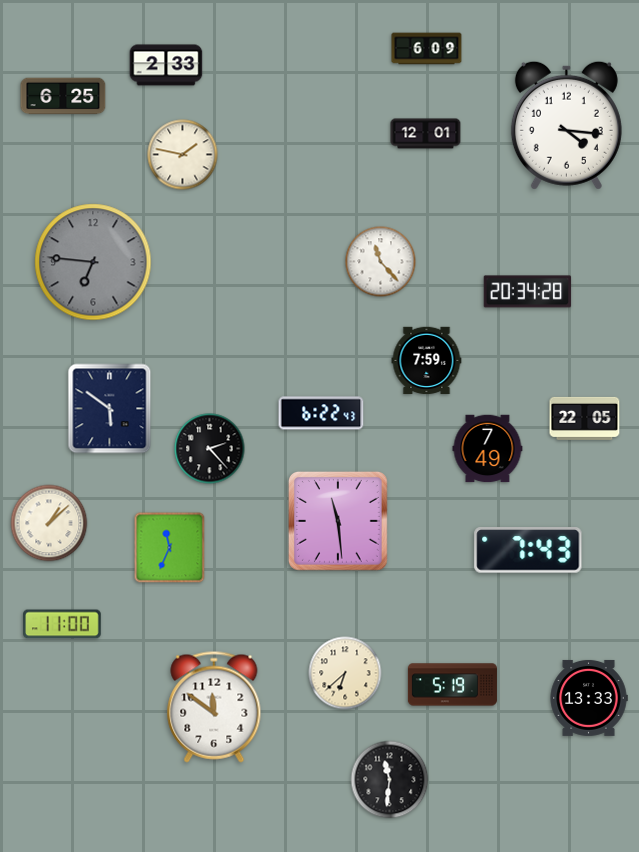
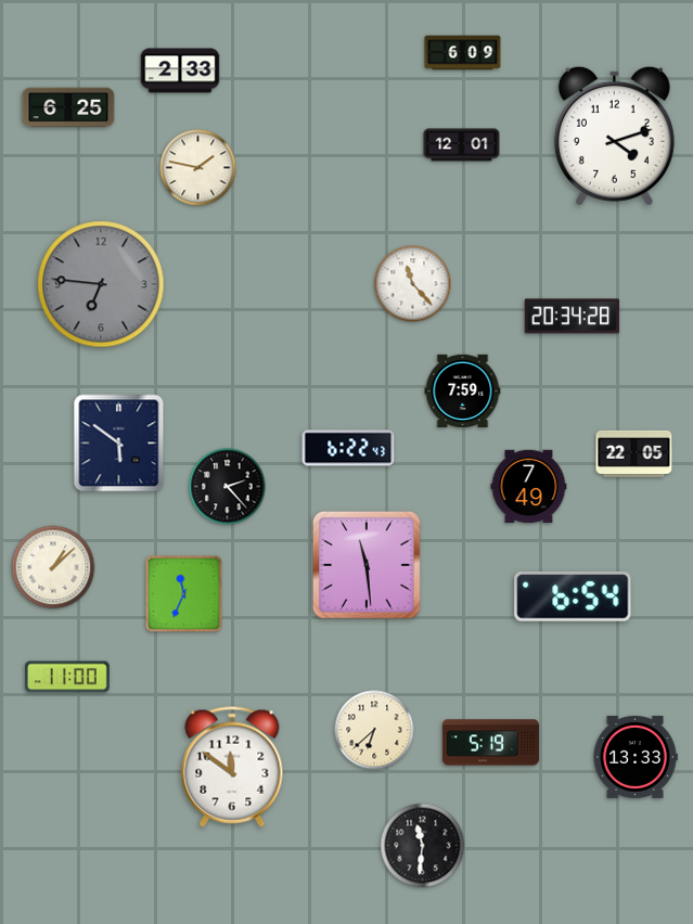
clock at (63, 96) position: (63, 96) -> (68, 107)
clock at (566, 125): 4:16 -> 4:12
clock at (528, 550): 7:43 -> 6:54
clock at (589, 698) position: (589, 698) -> (636, 757)
